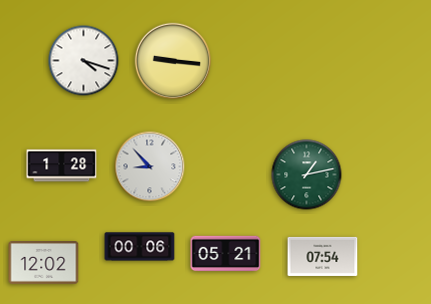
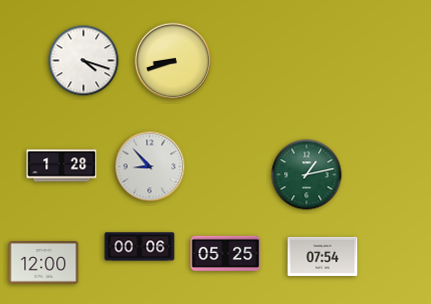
clock at (173, 61): 9:16 -> 8:42
clock at (226, 254): 05:21 -> 05:25
clock at (44, 263): 12:02 -> 12:00
